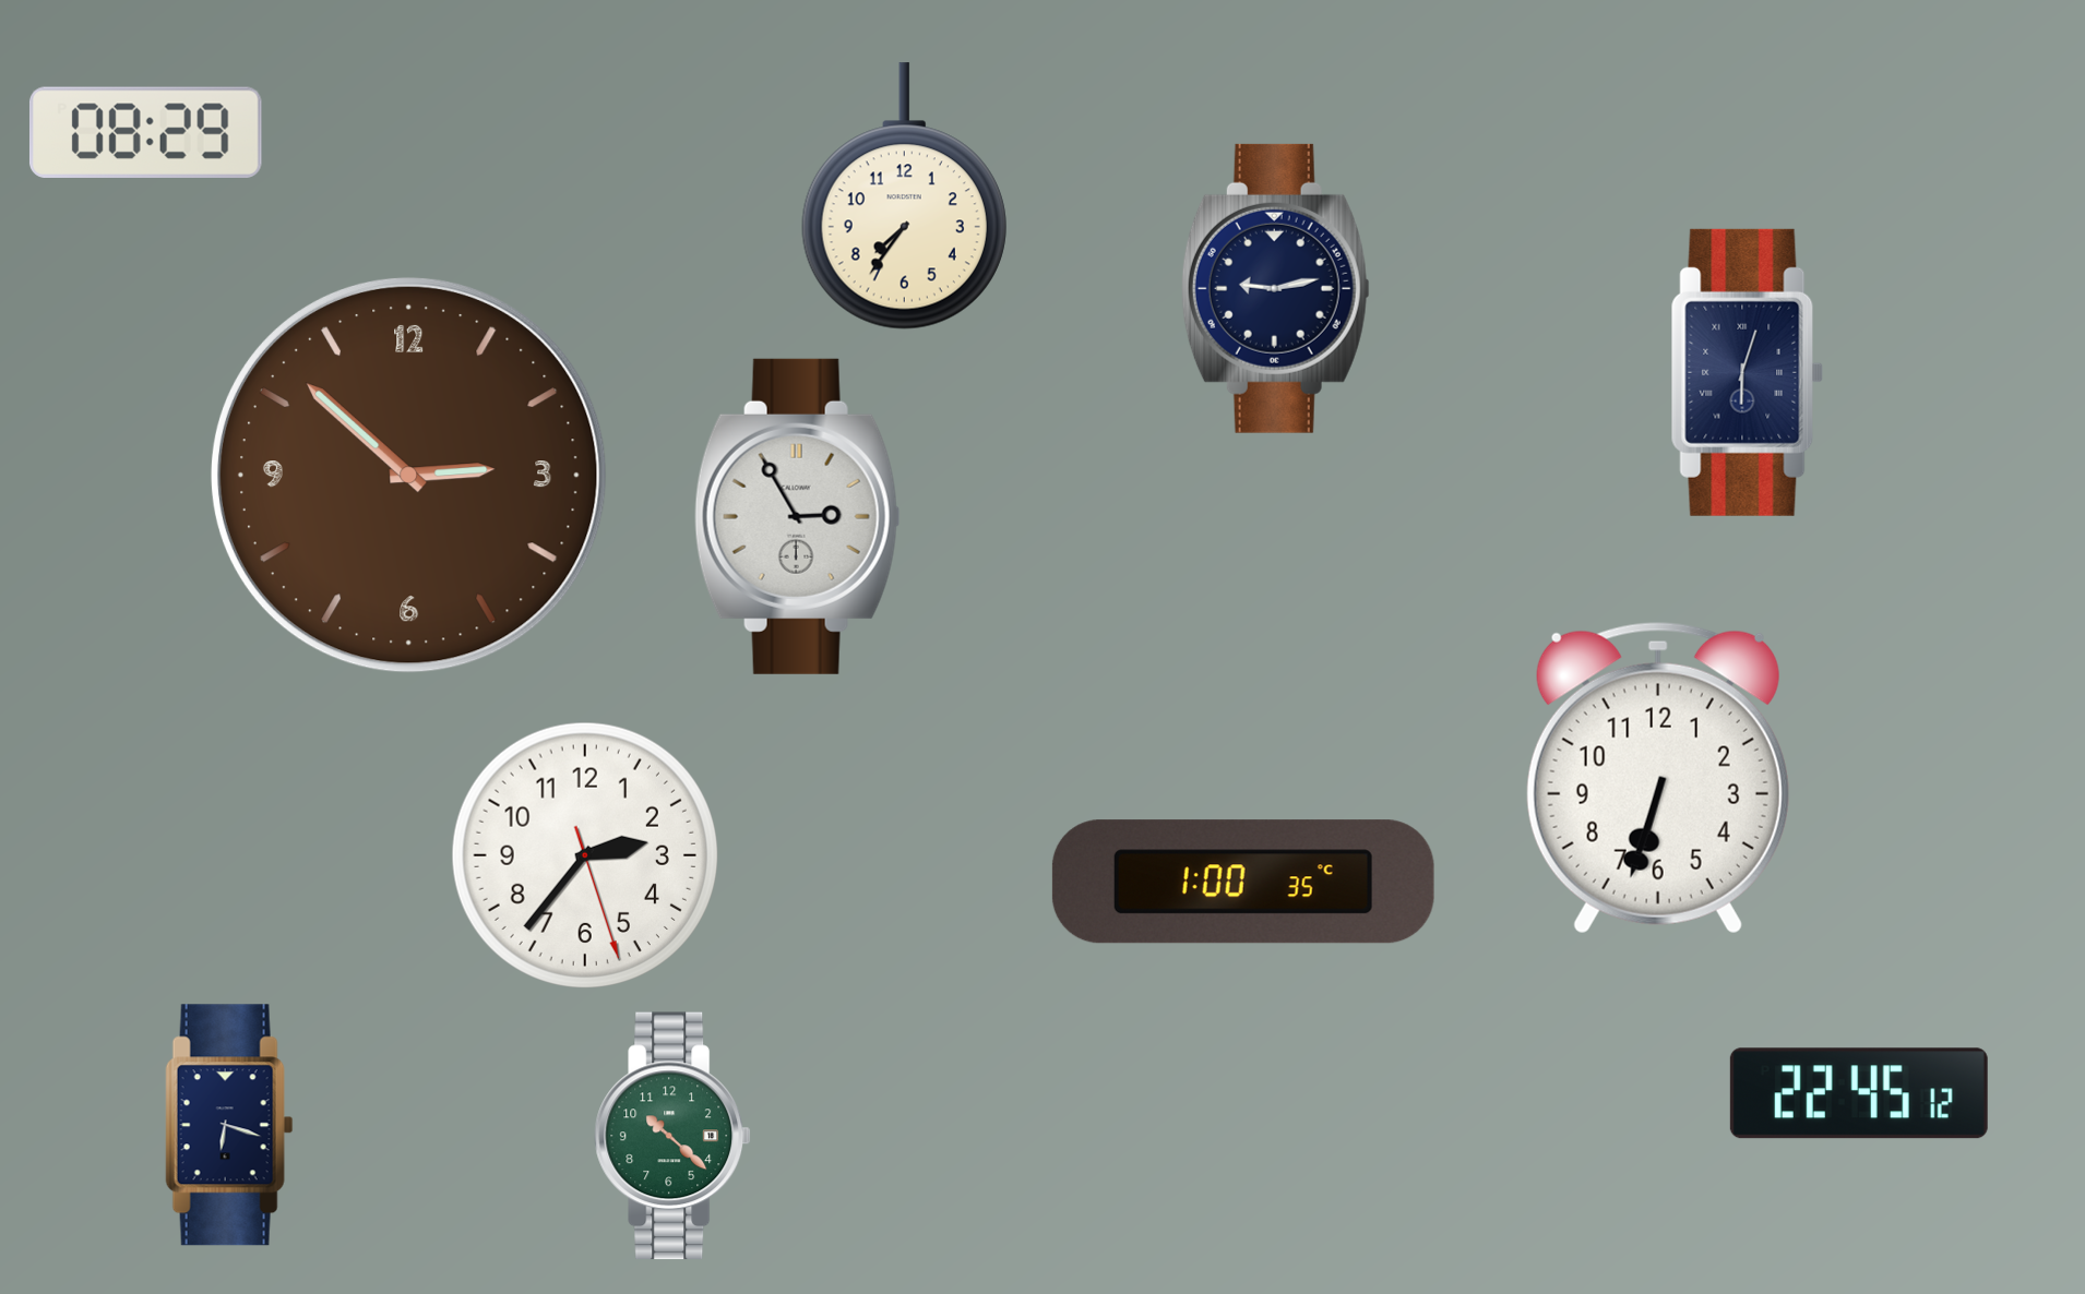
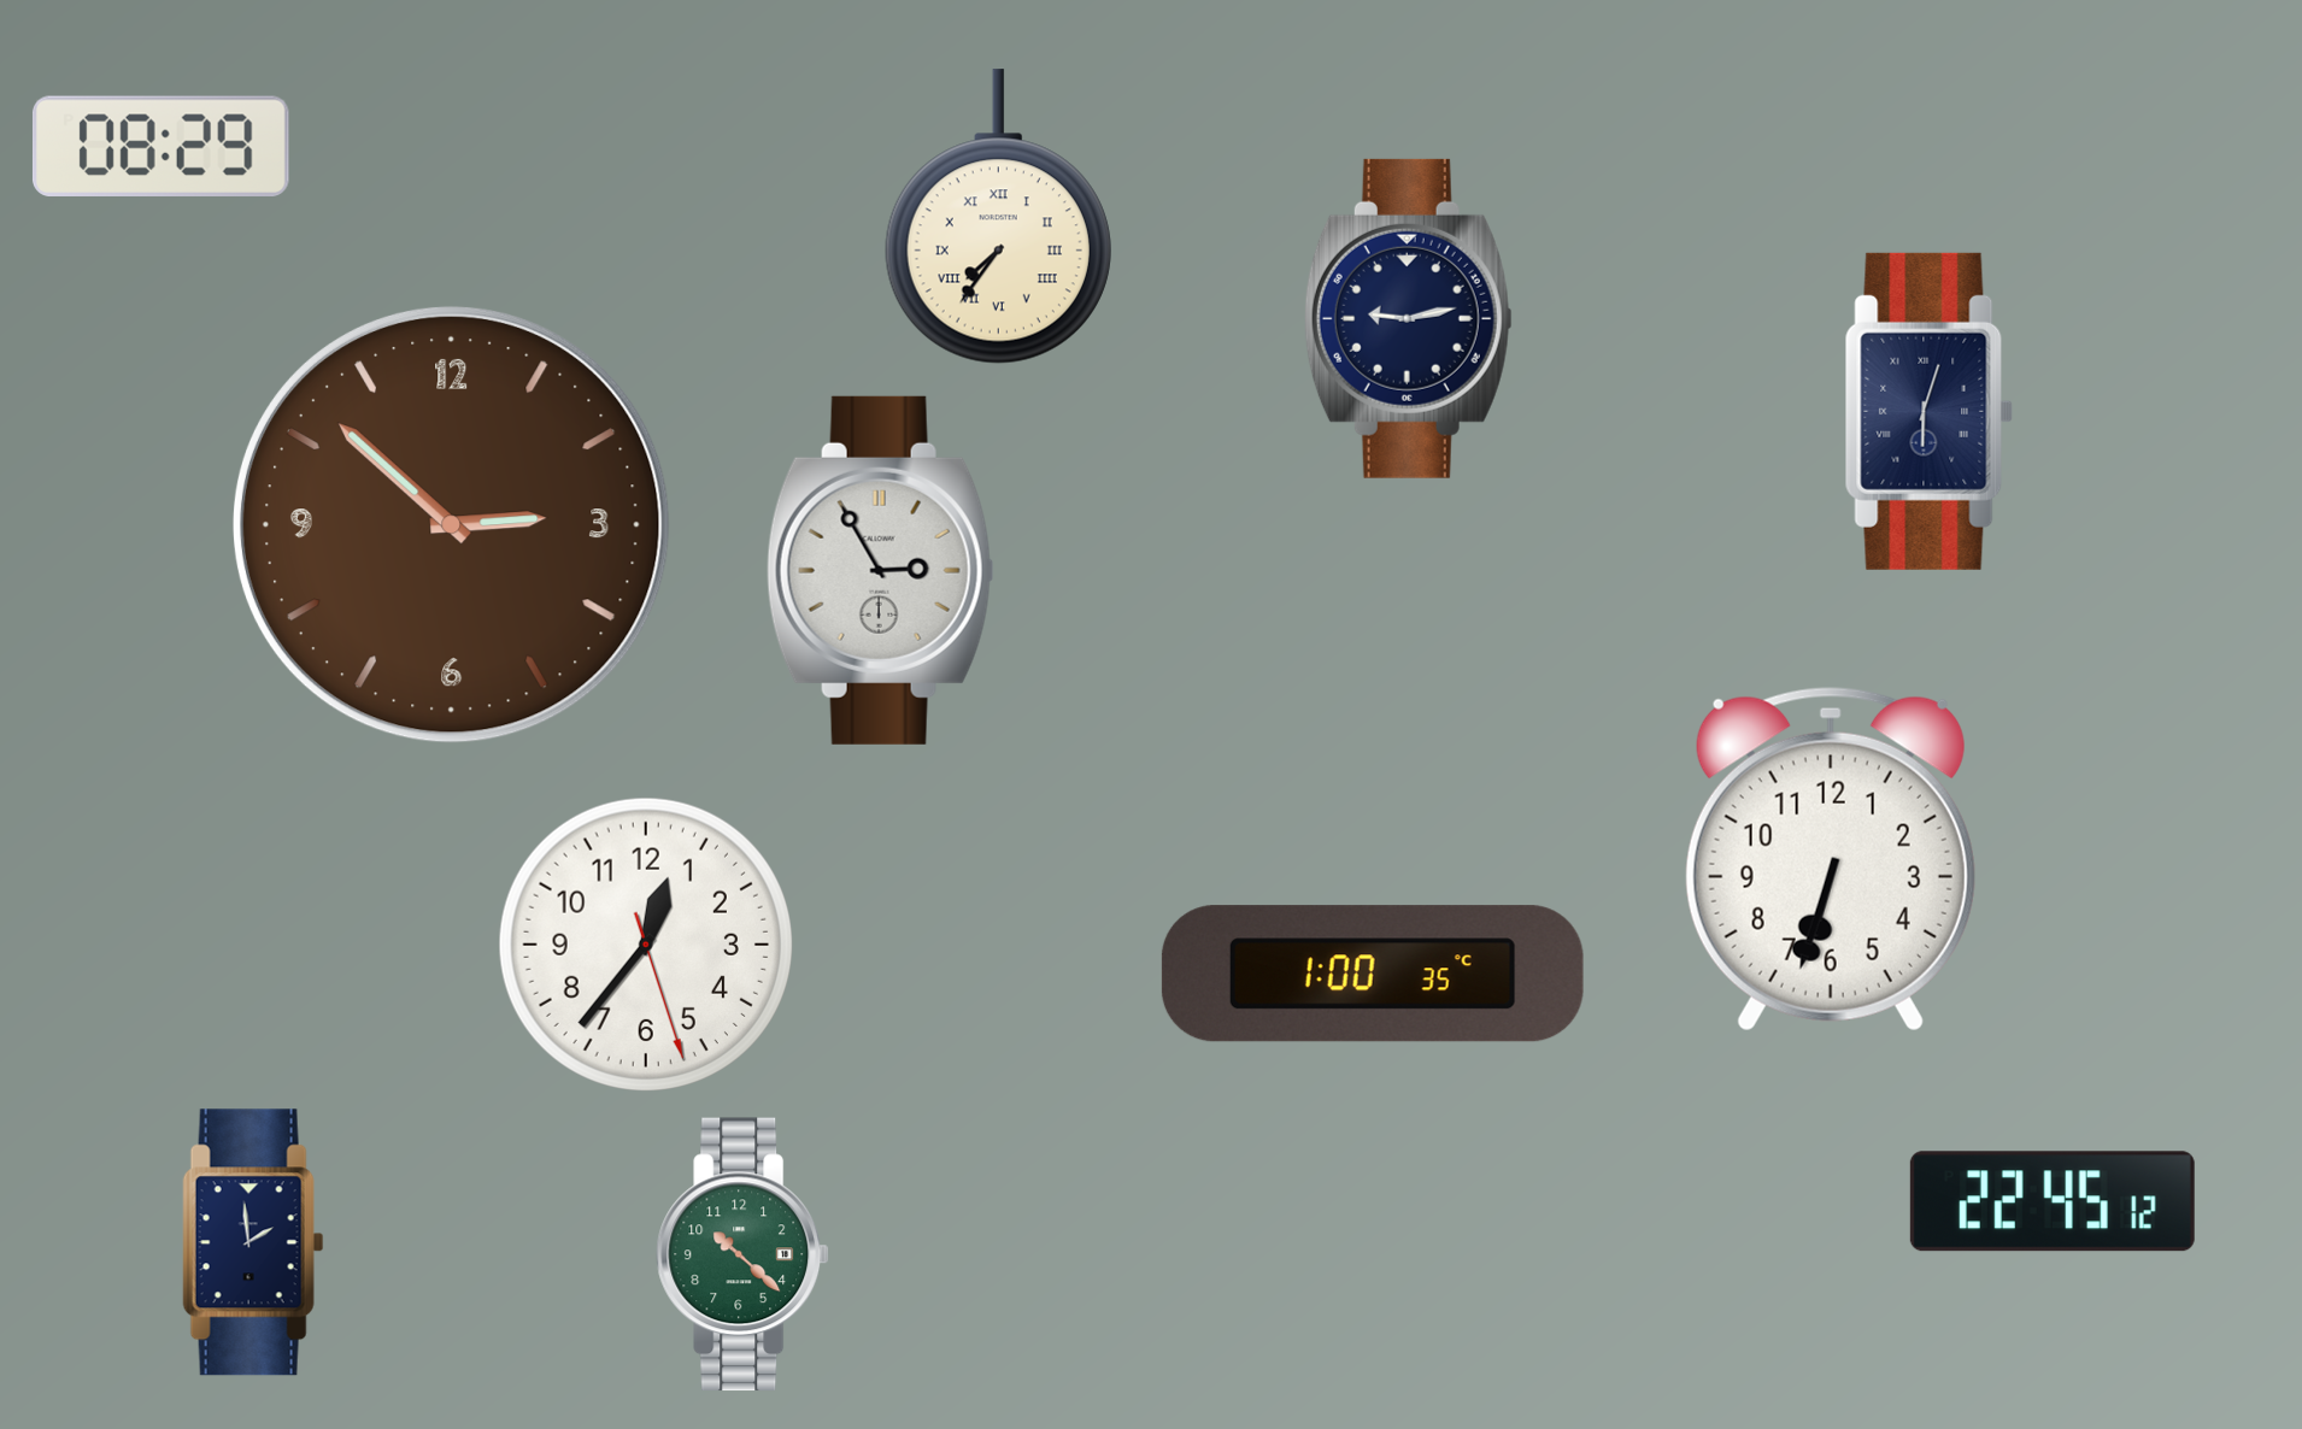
clock at (904, 196) numerals: Arabic -> Roman
clock at (585, 855): 2:36 -> 12:36
clock at (1859, 1093) position: (1859, 1093) -> (2053, 1201)
clock at (229, 1125): 6:18 -> 1:59
